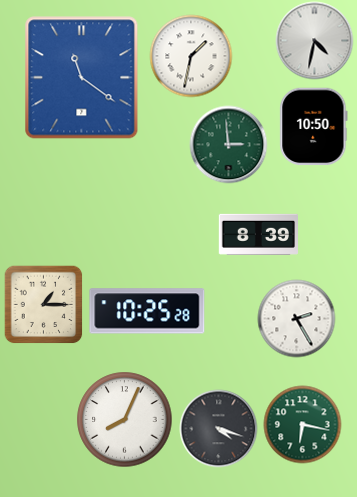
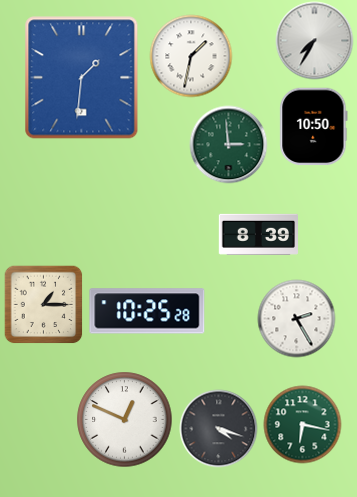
clock at (314, 40): 4:32 -> 7:35
clock at (82, 78): 11:21 -> 1:31
clock at (124, 419): 8:04 -> 12:49
